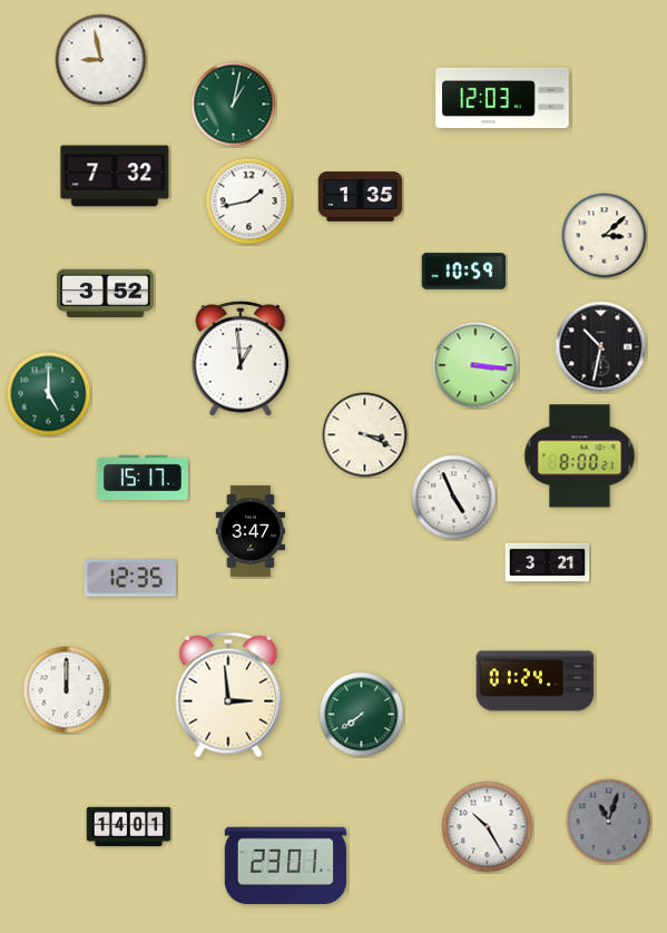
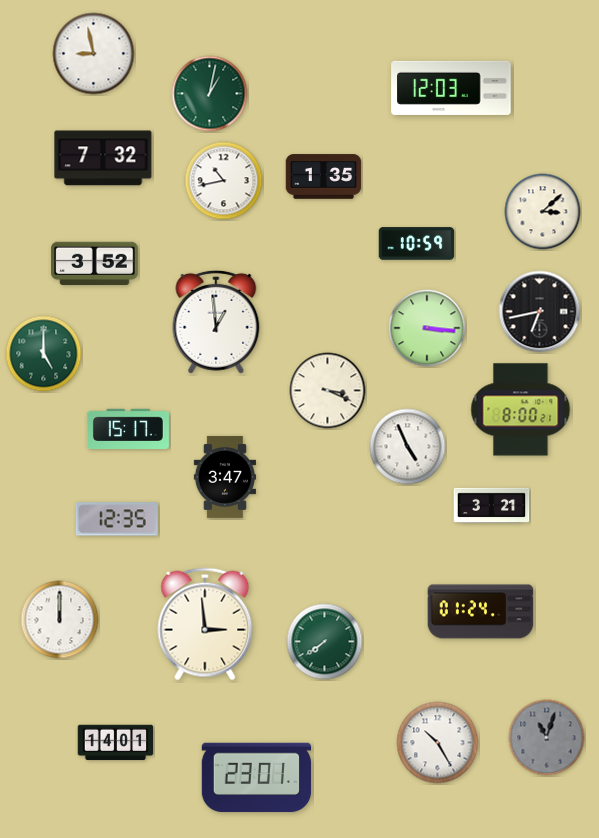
clock at (101, 60) position: (101, 60) -> (94, 54)
clock at (249, 202): 1:43 -> 10:43
clock at (601, 347): 10:32 -> 6:43
